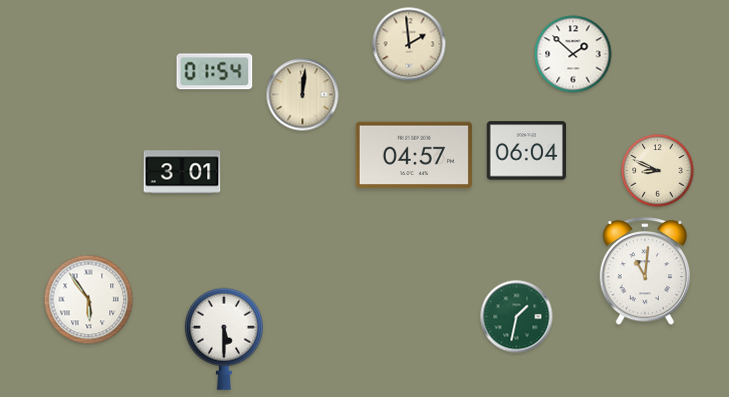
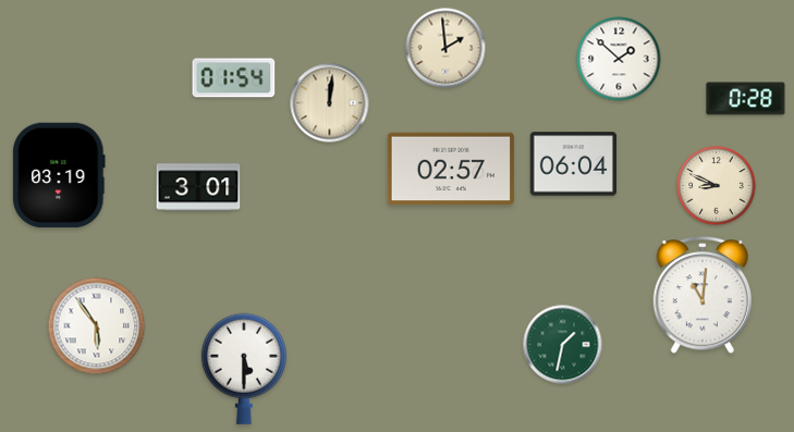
clock at (573, 54) position: (573, 54) -> (619, 59)
clock at (746, 99): none -> 0:28
clock at (414, 155): 04:57 -> 02:57
clock at (59, 175): none -> 03:19
